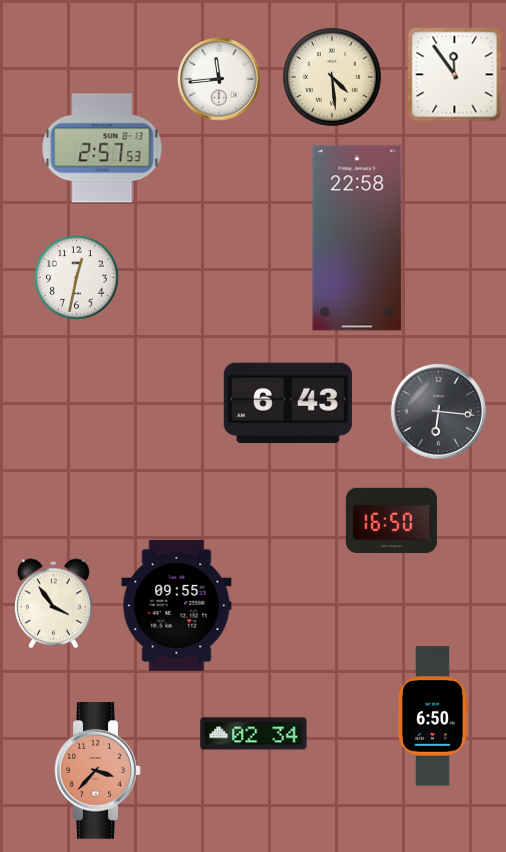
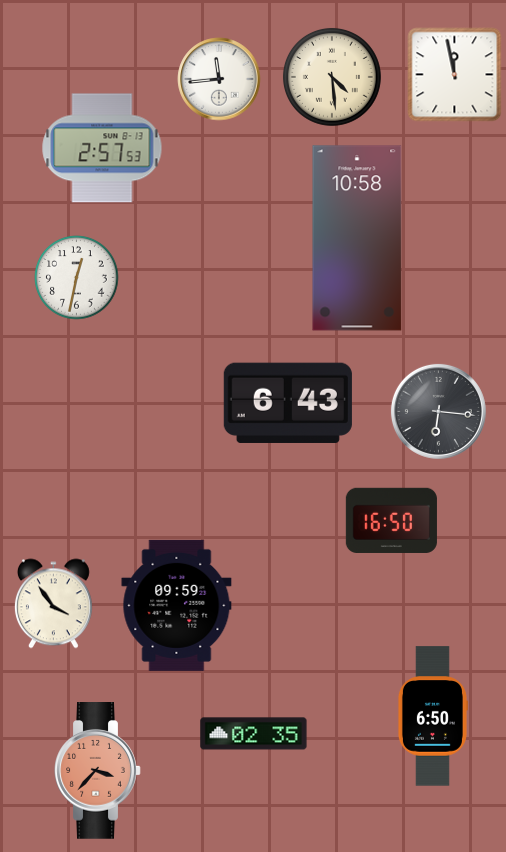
clock at (455, 75): 11:54 -> 11:58
clock at (357, 238): 22:58 -> 10:58
clock at (177, 605): 09:55 -> 09:59
clock at (254, 734): 02:34 -> 02:35
